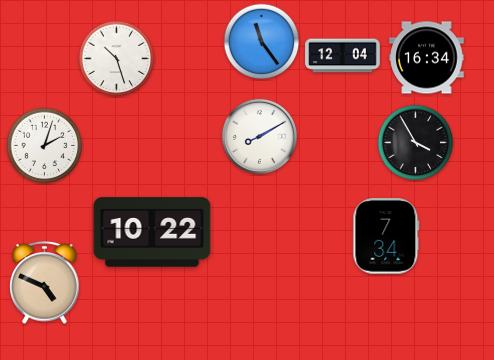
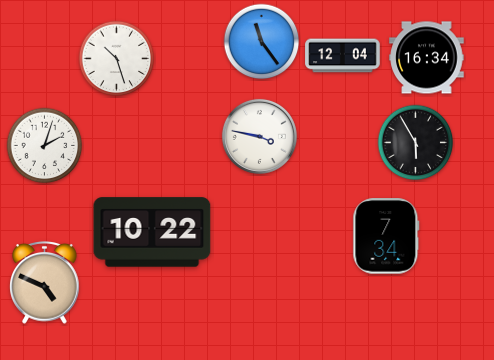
clock at (259, 136): 8:10 -> 3:47
clock at (416, 143): 3:55 -> 5:55
